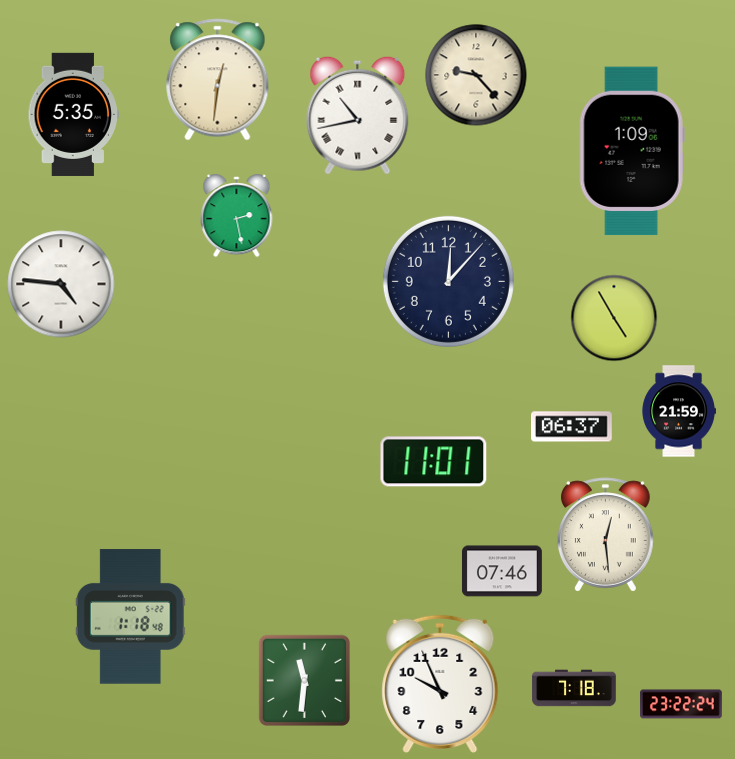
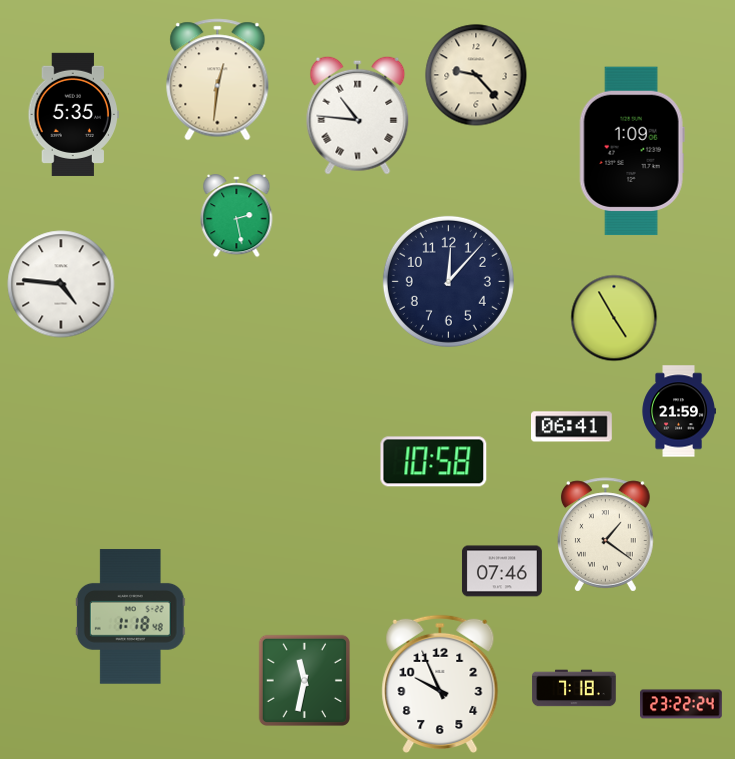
clock at (358, 115): 10:43 -> 10:46
clock at (572, 427): 06:37 -> 06:41
clock at (434, 462): 11:01 -> 10:58
clock at (606, 535): 12:29 -> 1:21
clock at (304, 680): 11:31 -> 11:32
